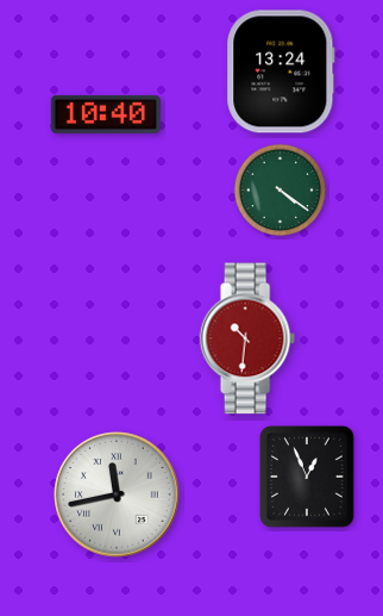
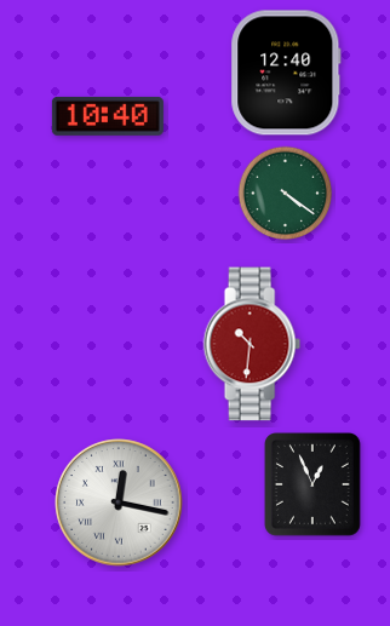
clock at (281, 71): 13:24 -> 12:40
clock at (117, 494): 11:43 -> 12:17
